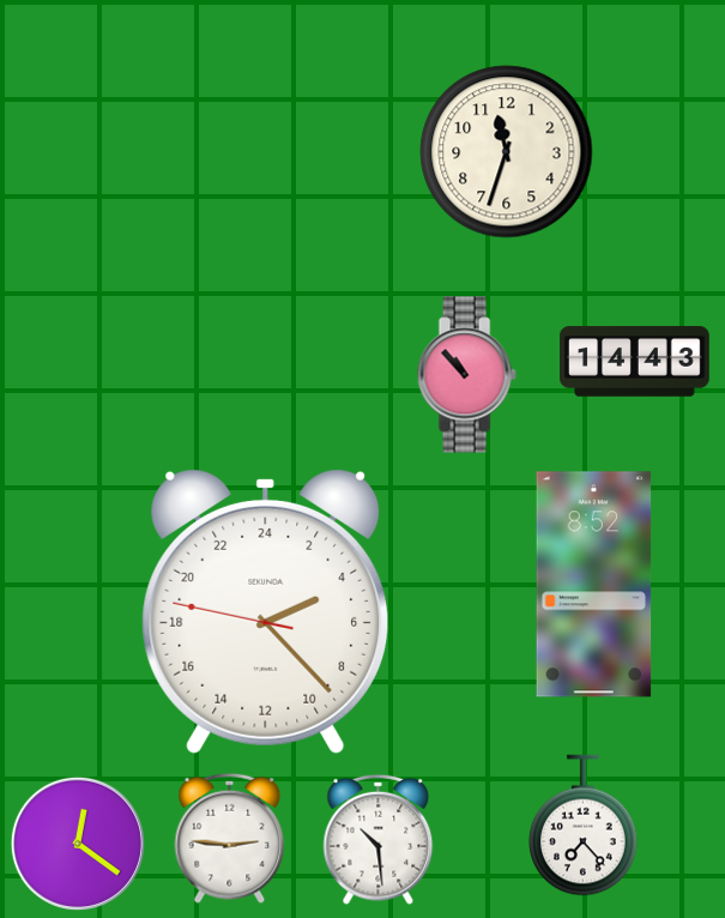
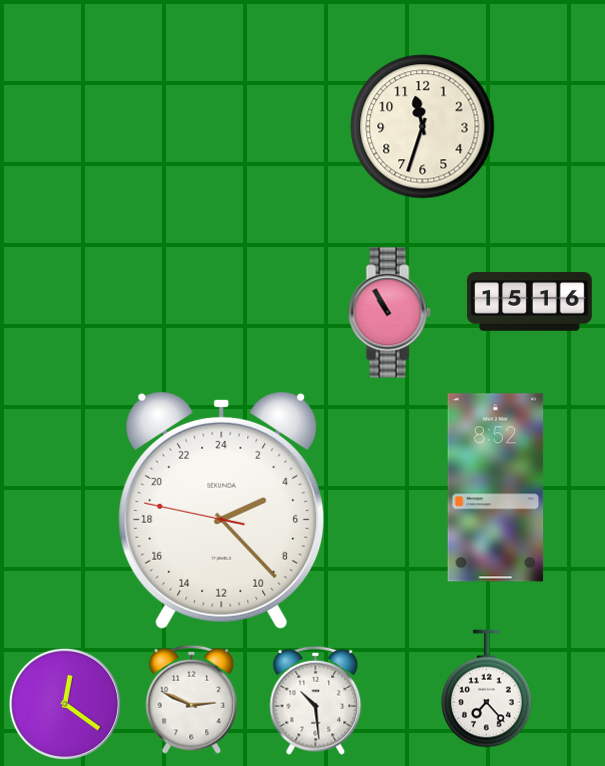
clock at (635, 362): 14:43 -> 15:16
clock at (466, 375): 10:53 -> 10:55
clock at (230, 838): 2:46 -> 2:49
